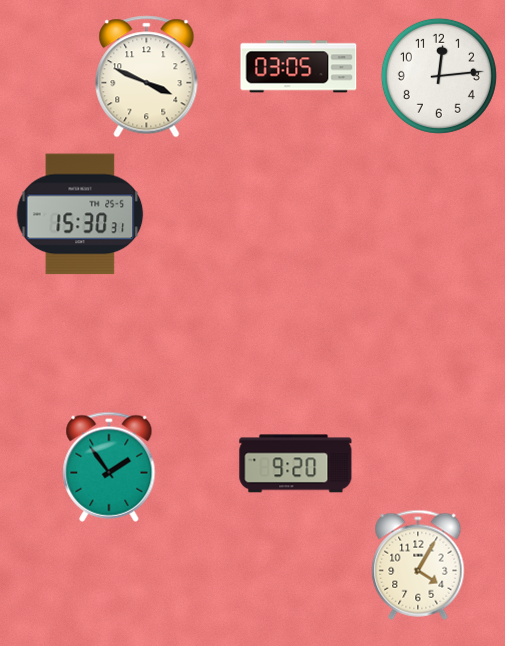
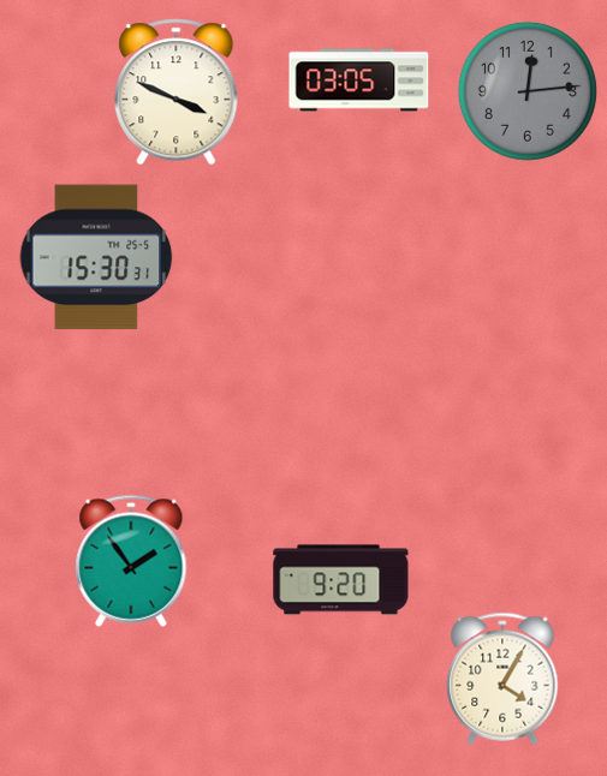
clock at (439, 76) dial: white -> grey
clock at (296, 464) position: (296, 464) -> (341, 580)
